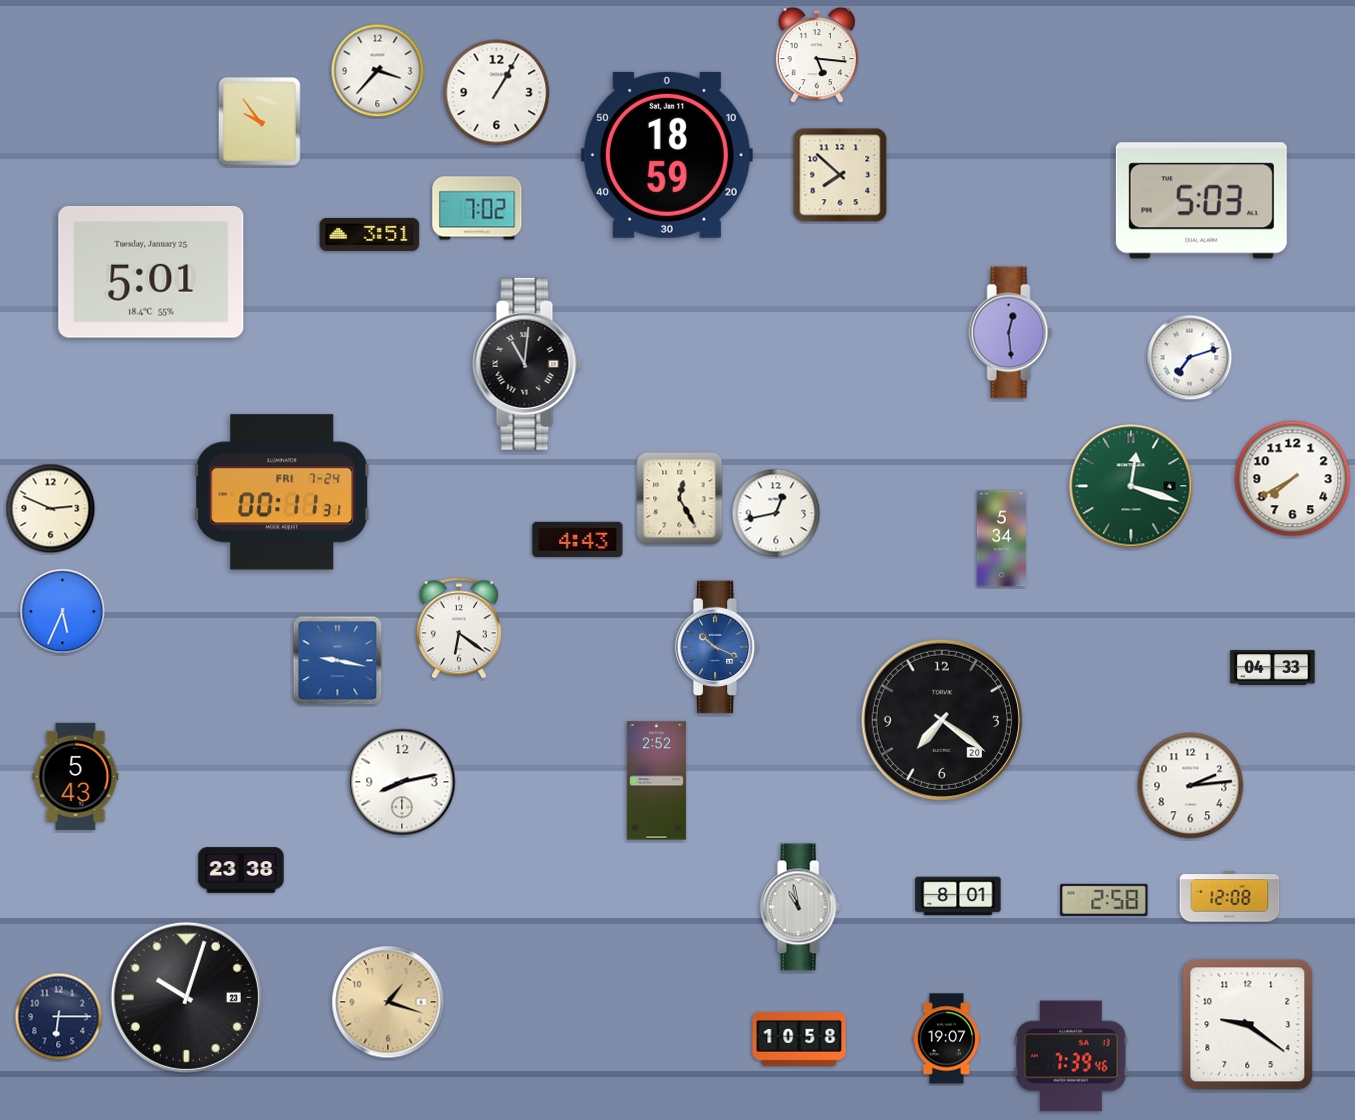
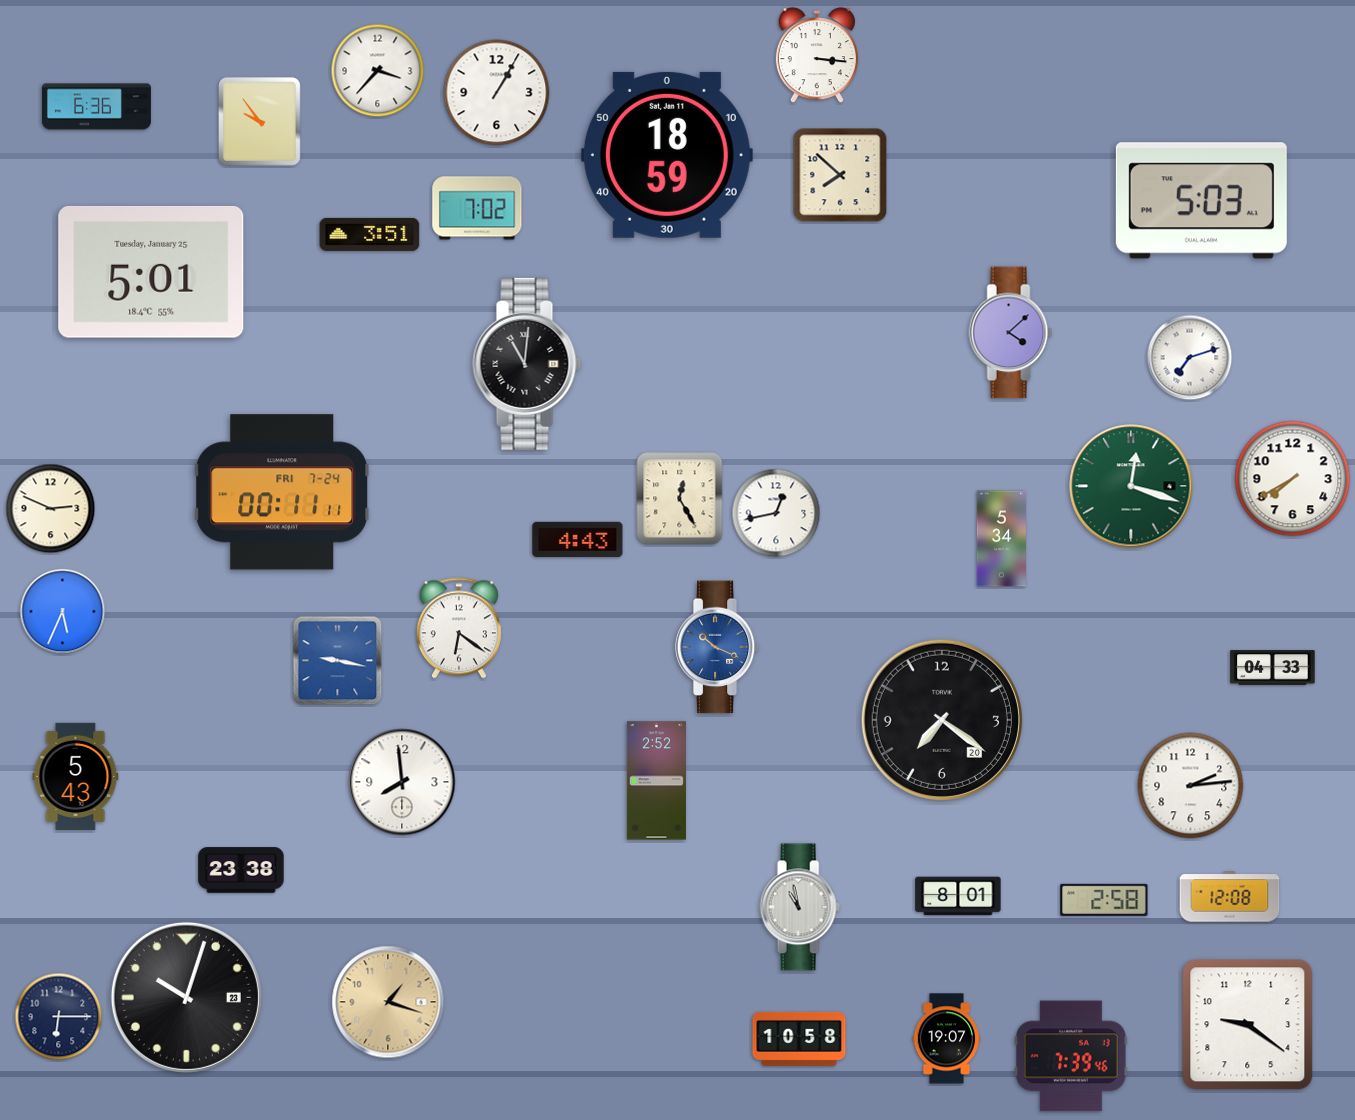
clock at (817, 56): 5:16 -> 3:16
clock at (96, 107): none -> 6:36
clock at (1011, 333): 12:29 -> 4:08
clock at (281, 492): 00:11:31 -> 00:11:11
clock at (402, 782): 8:13 -> 7:59
